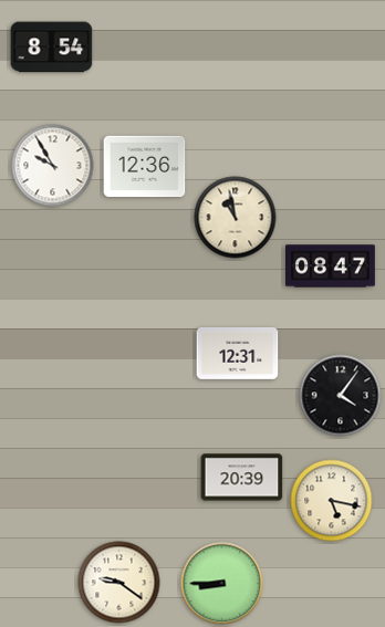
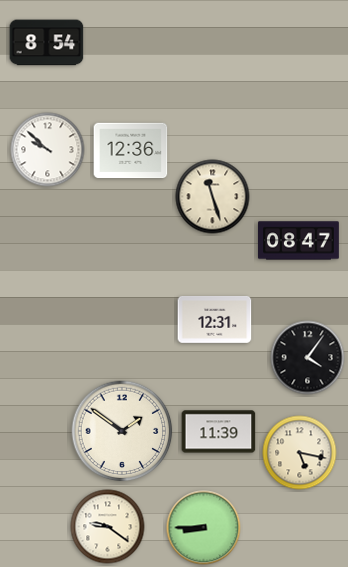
clock at (53, 166): 9:55 -> 9:52
clock at (236, 218): 10:58 -> 11:27
clock at (122, 431): none -> 1:51
clock at (242, 478): 20:39 -> 11:39
clock at (222, 584) position: (222, 584) -> (204, 528)
